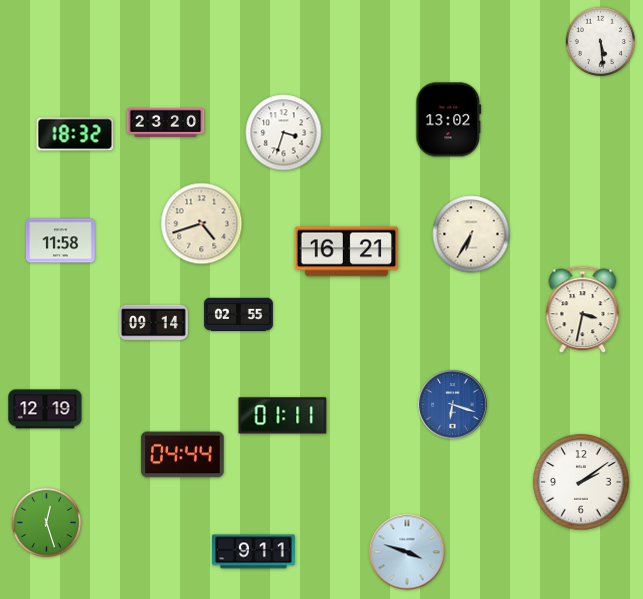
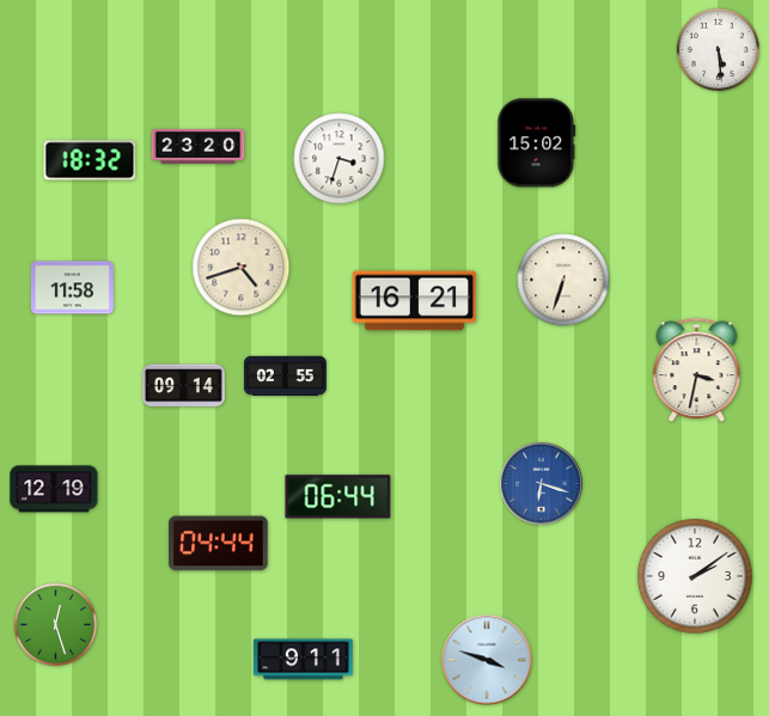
clock at (449, 120): 13:02 -> 15:02
clock at (471, 234): 6:35 -> 6:33
clock at (283, 416): 01:11 -> 06:44
